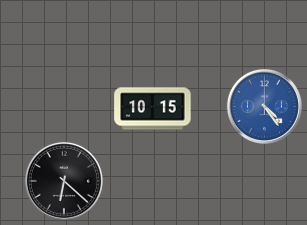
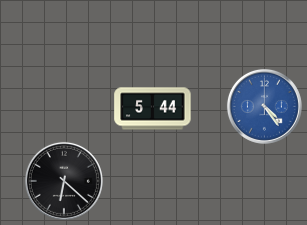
clock at (153, 109): 10:15 -> 5:44
